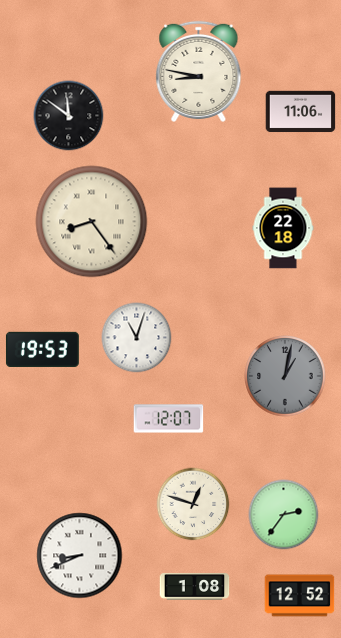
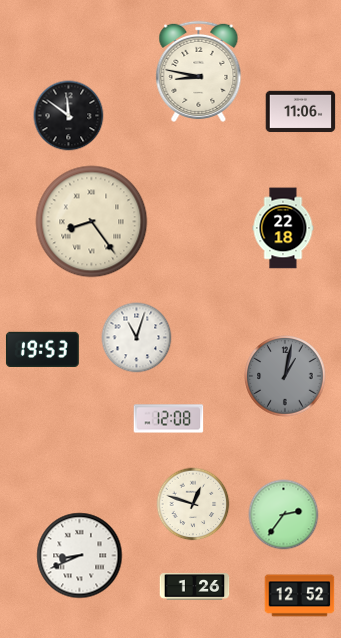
clock at (169, 419): 12:07 -> 12:08
clock at (195, 587): 1:08 -> 1:26
